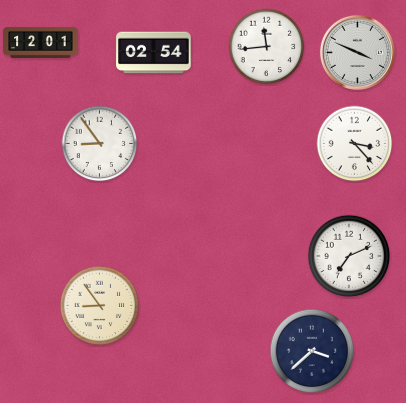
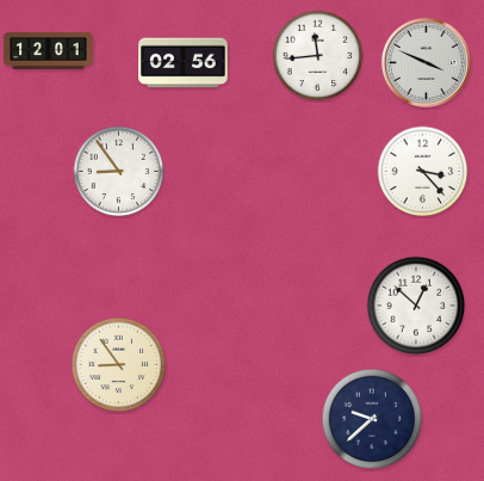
clock at (154, 53): 02:54 -> 02:56
clock at (349, 256): 7:11 -> 12:52
clock at (312, 351): 3:38 -> 9:38
